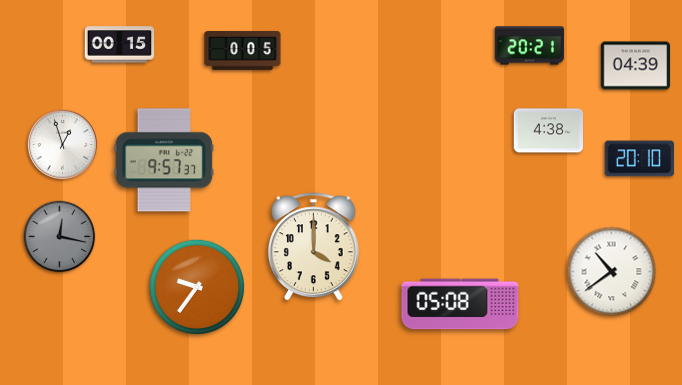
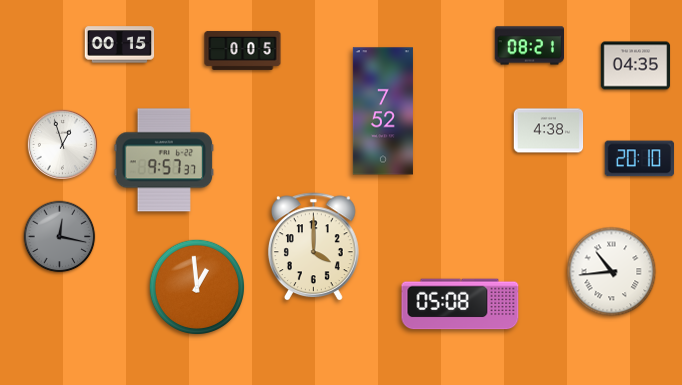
clock at (530, 46): 20:21 -> 08:21
clock at (636, 66): 04:39 -> 04:35
clock at (383, 111): none -> 7:52
clock at (612, 272): 10:39 -> 10:44
clock at (196, 286): 9:36 -> 12:59
